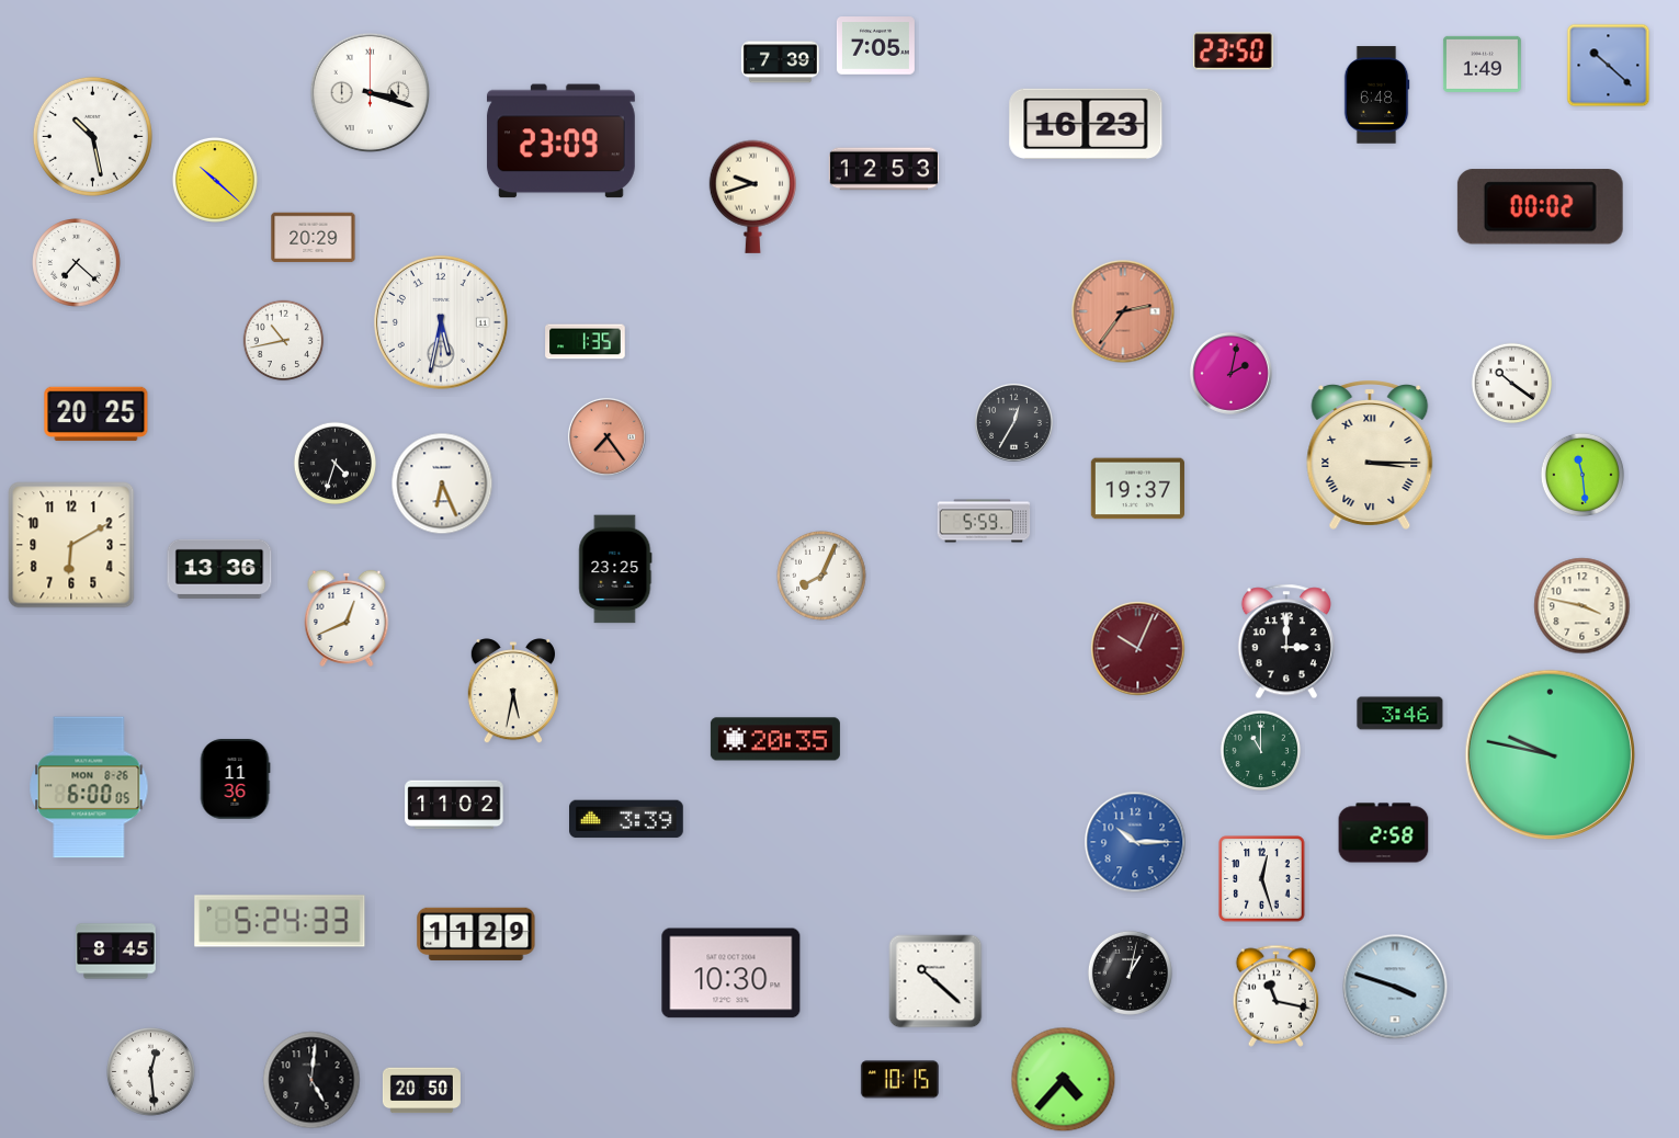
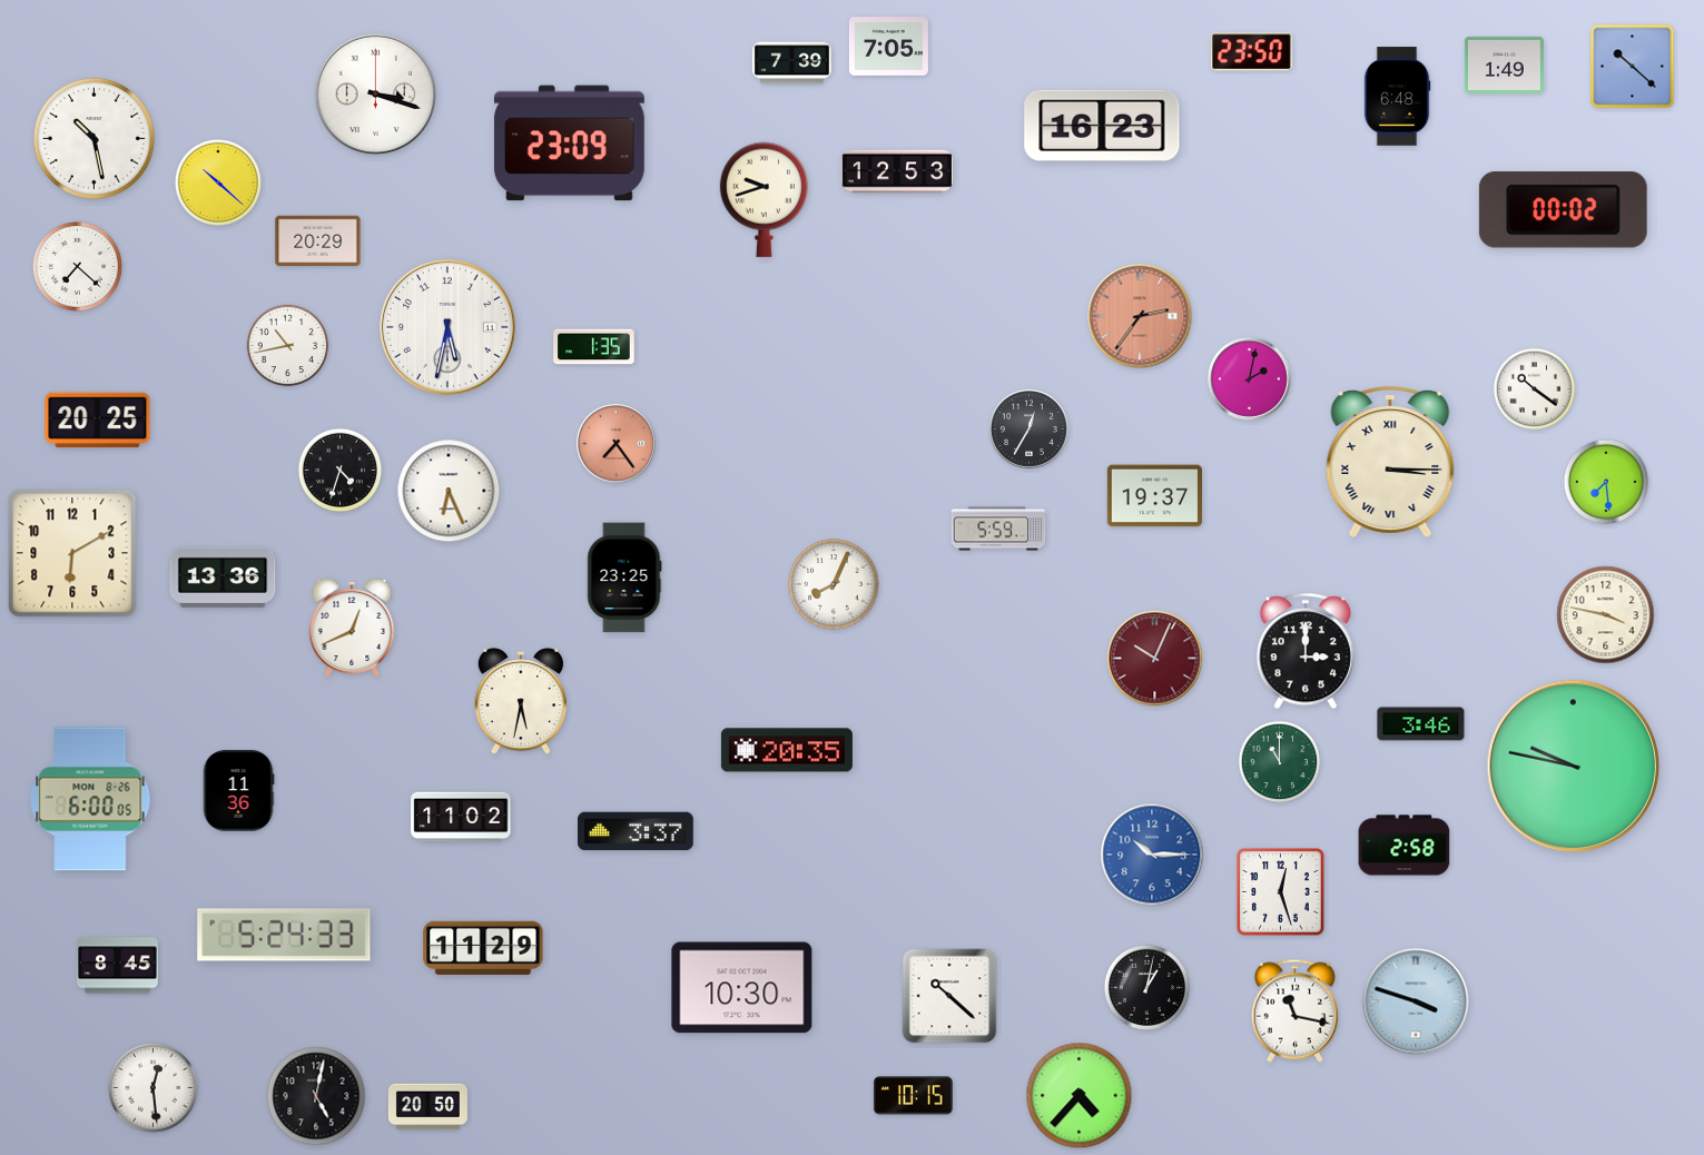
clock at (1582, 475): 11:29 -> 7:29
clock at (627, 819): 3:39 -> 3:37
clock at (311, 1080): 5:01 -> 5:02
